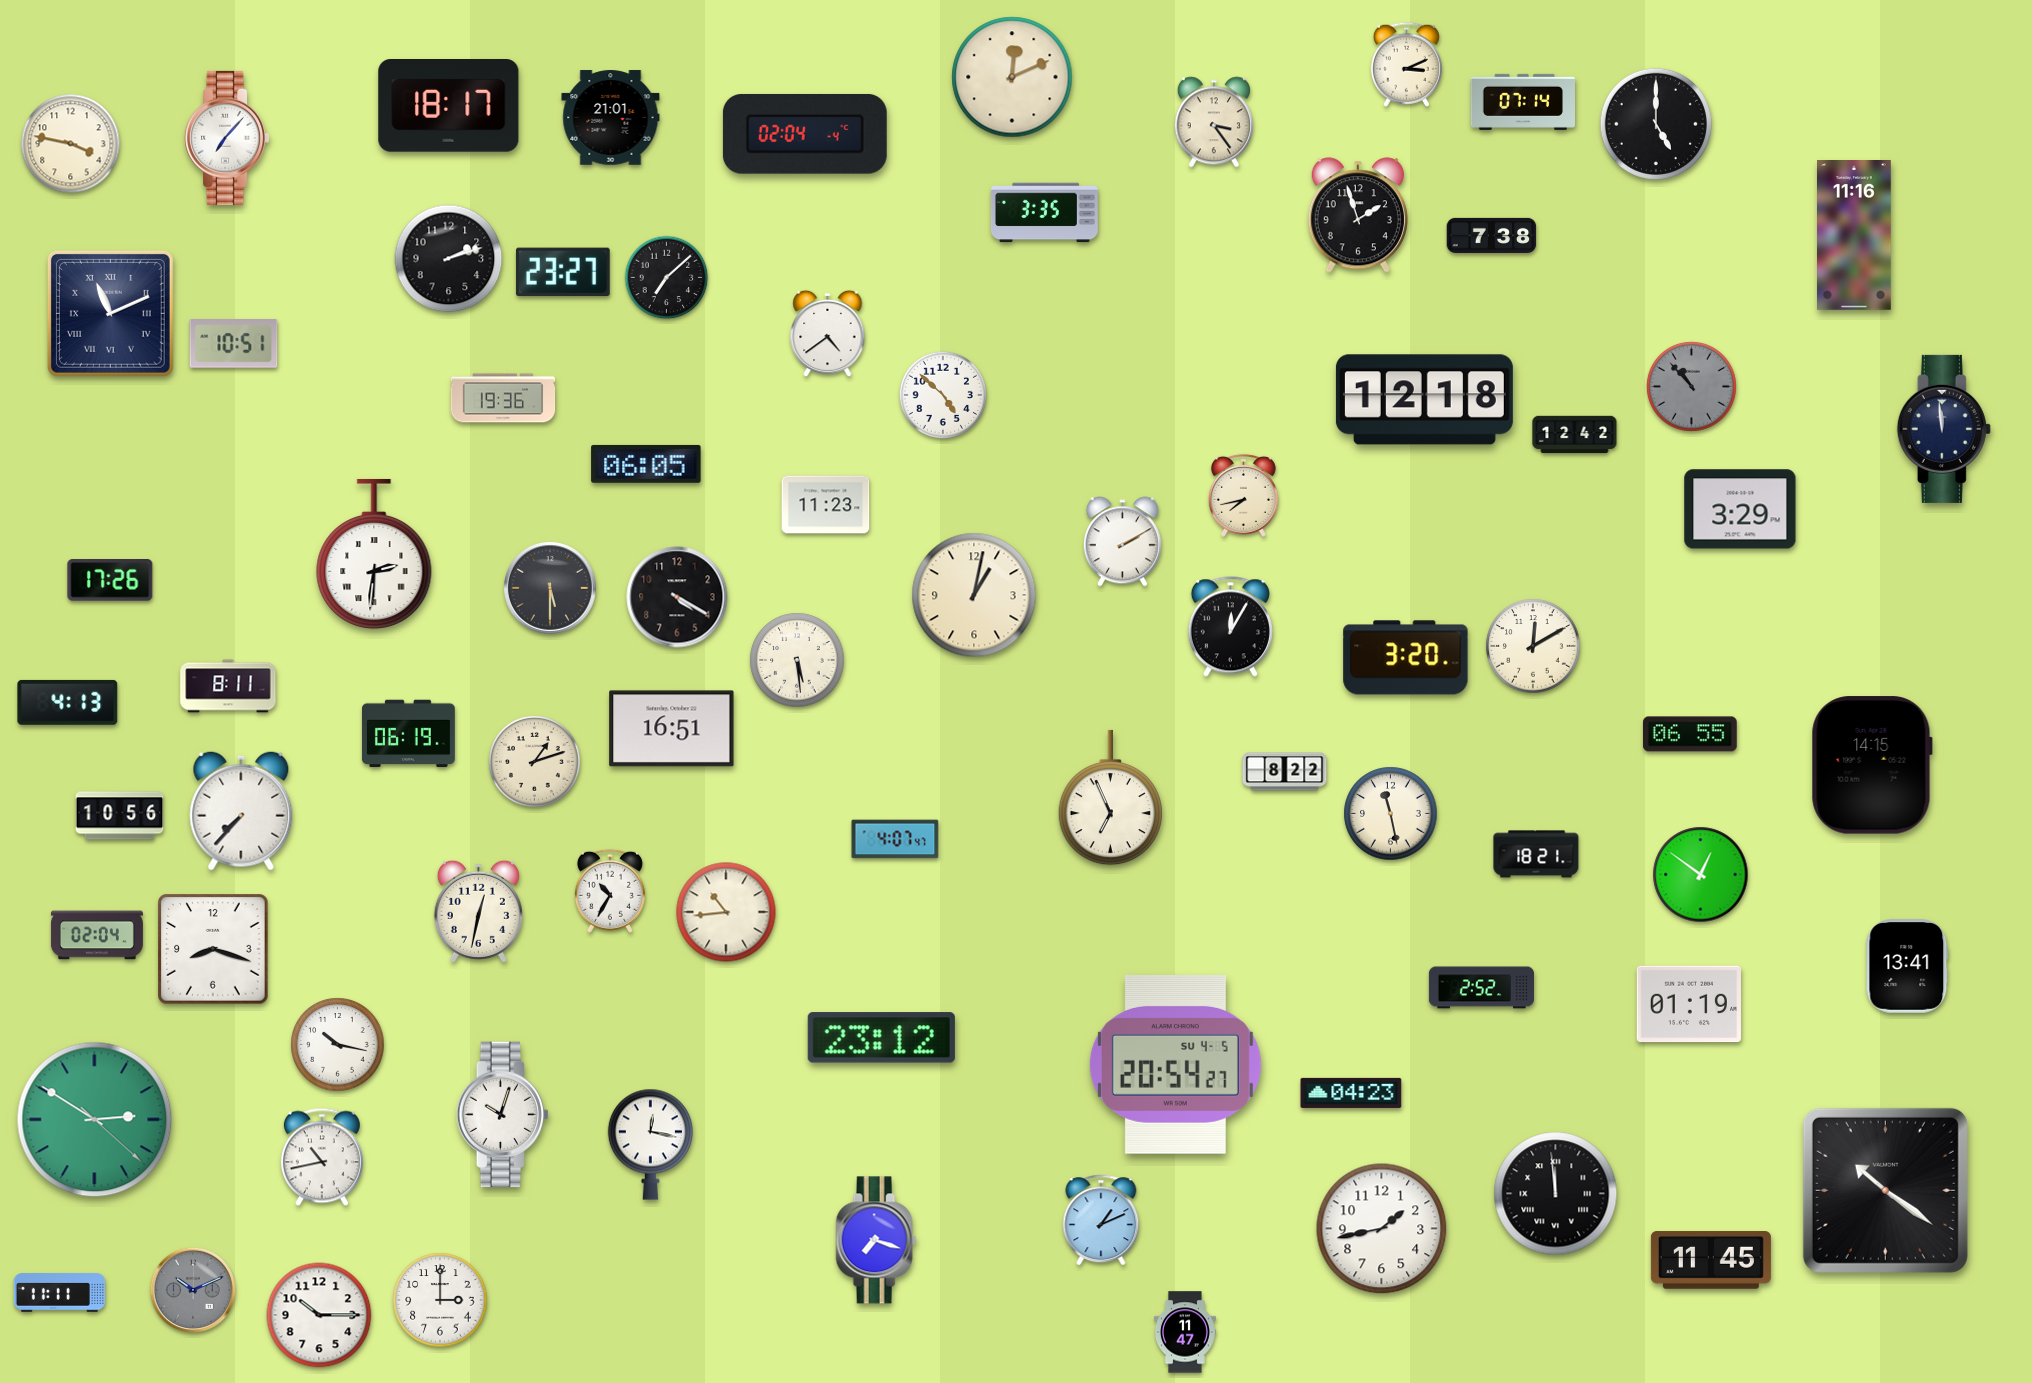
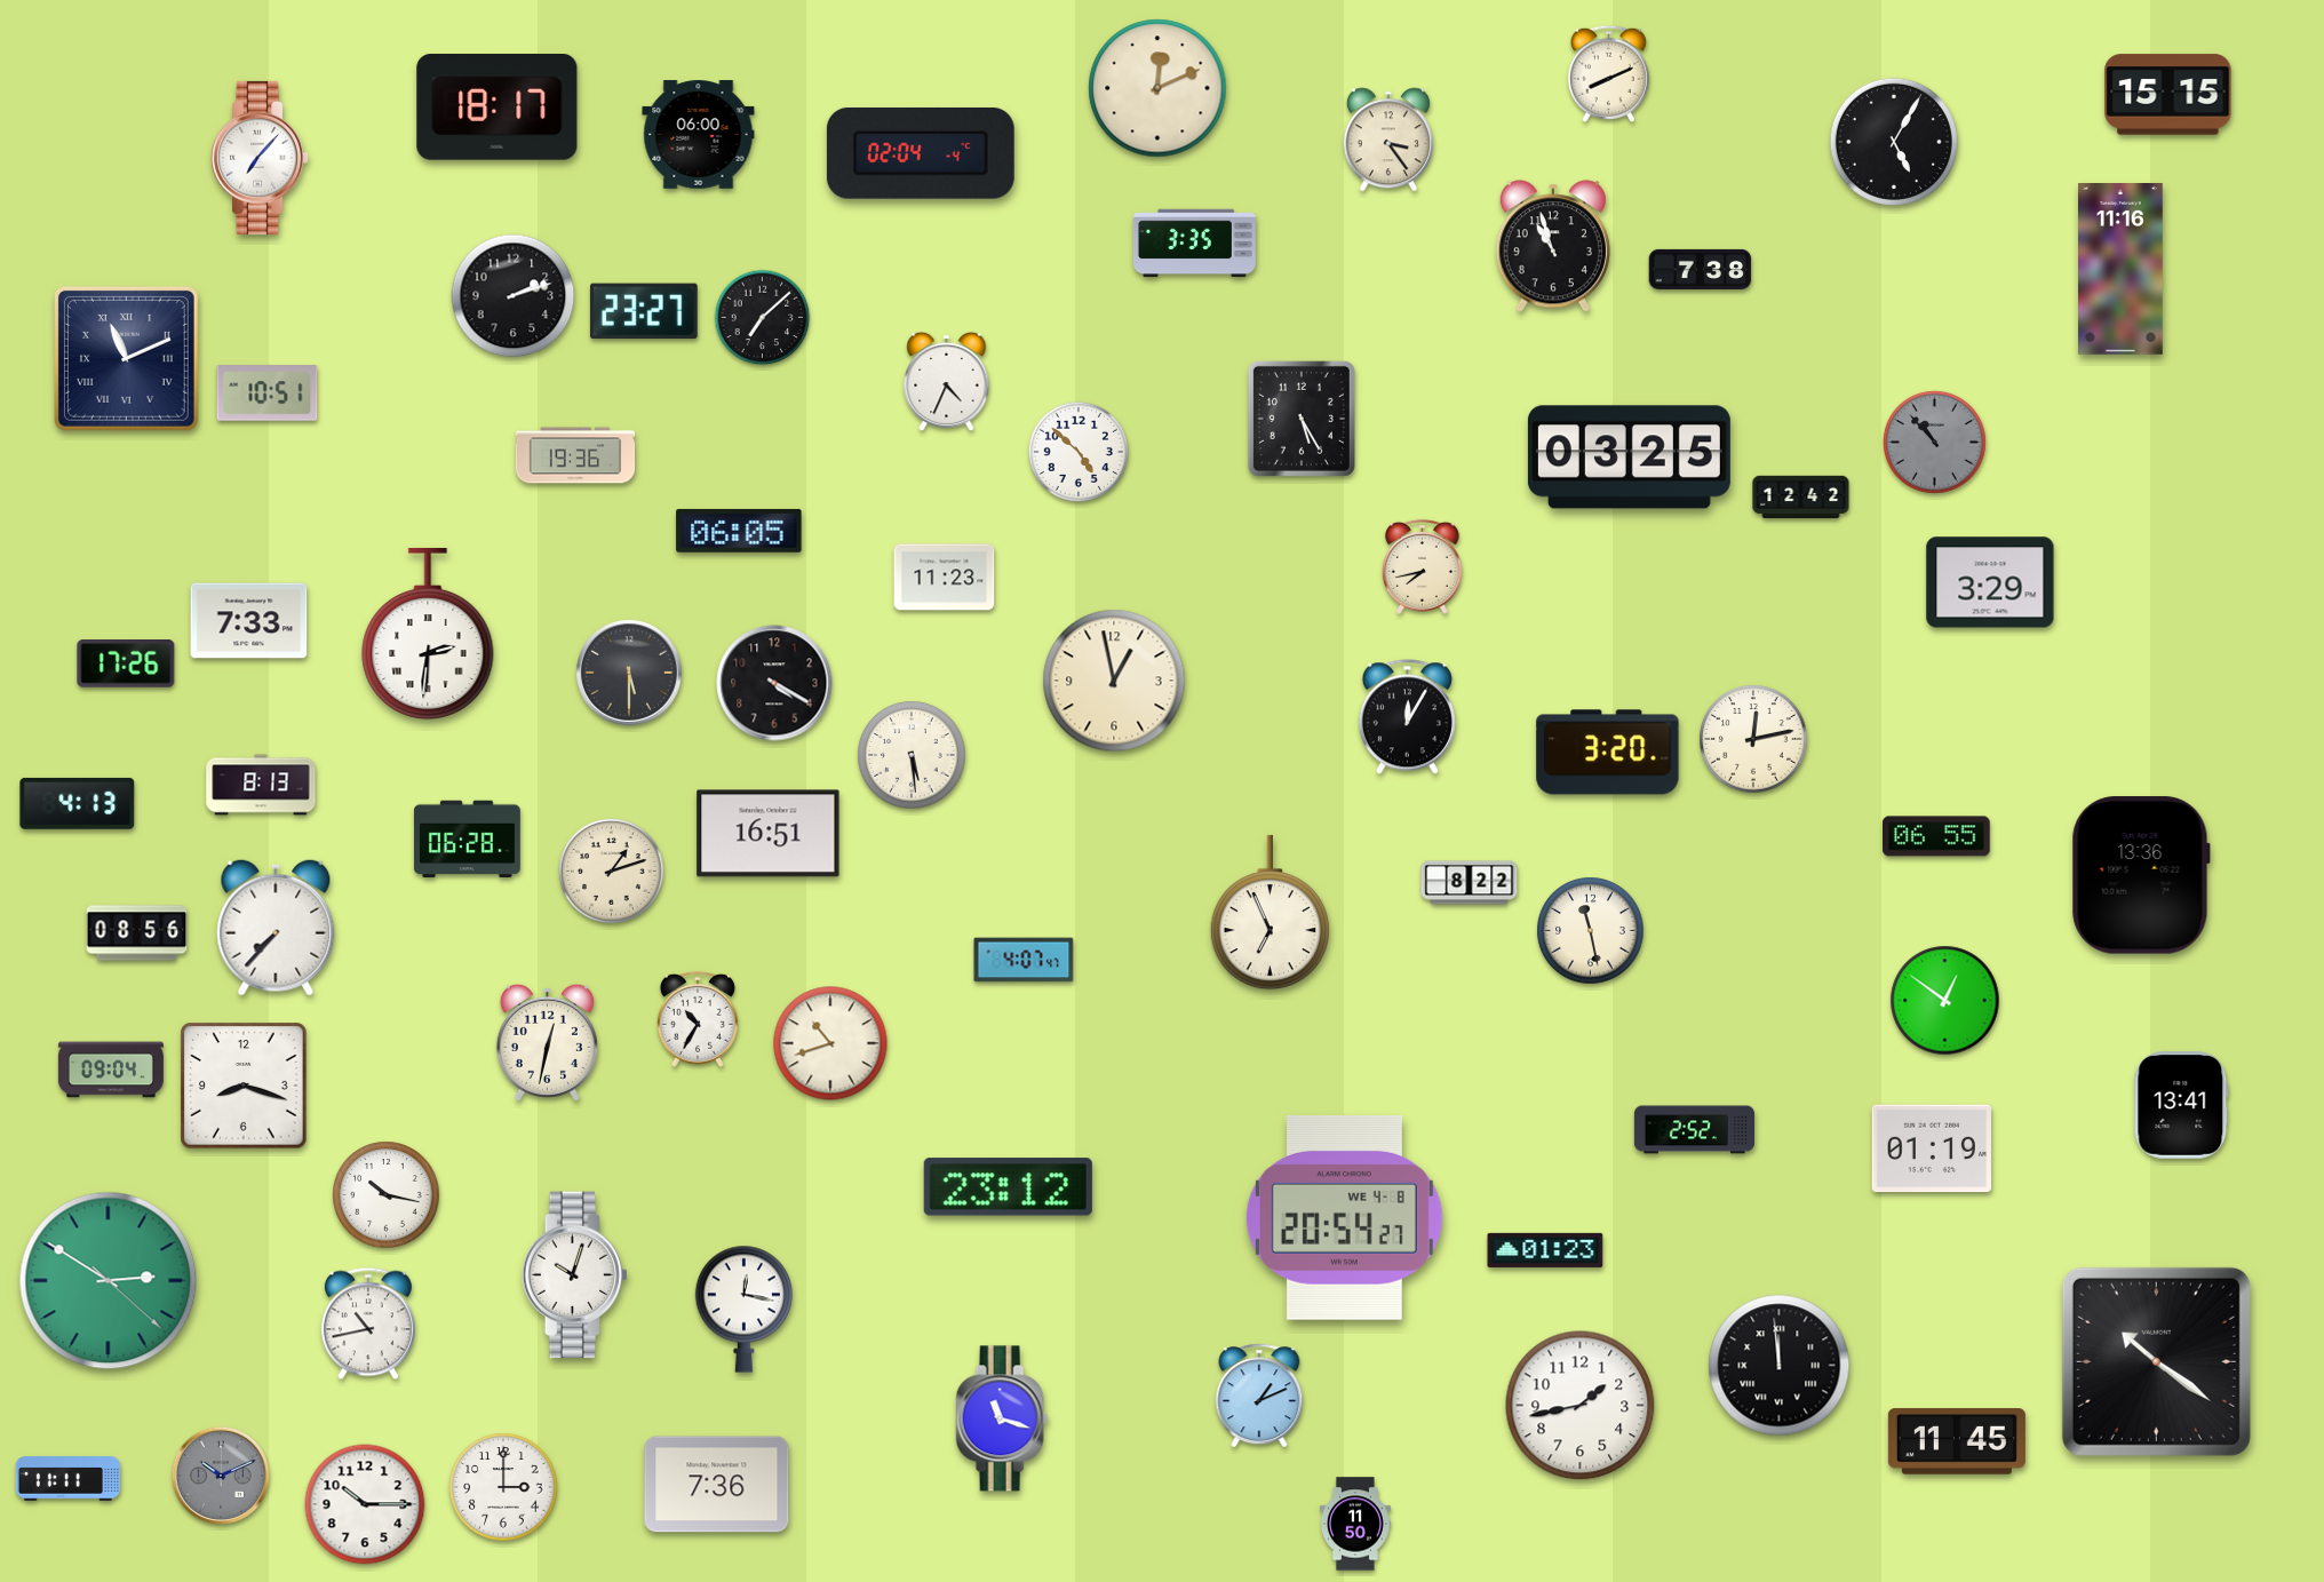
clock at (1406, 64): 3:11 -> 8:11
clock at (2168, 95): none -> 15:15
clock at (1522, 102): 07:14 -> none
clock at (449, 106) position: (449, 106) -> (498, 108)
clock at (611, 118): 21:01 -> 06:00
clock at (1656, 124): 5:00 -> 5:05
clock at (71, 144): 3:47 -> none
clock at (1358, 215): 1:57 -> 10:57
clock at (1492, 235) position: (1492, 235) -> (1701, 269)
clock at (828, 334): 4:39 -> 4:34
clock at (1302, 419): none -> 5:25
clock at (1424, 400): 12:18 -> 03:25
clock at (1944, 429): 11:59 -> none
clock at (1122, 542): 2:10 -> none
clock at (249, 621): none -> 7:33
clock at (974, 595): 1:02 -> 12:58
clock at (1533, 646): 12:10 -> 12:13
clock at (228, 686): 8:11 -> 8:13
clock at (408, 734): 06:19 -> 06:28
clock at (1690, 734) position: (1690, 734) -> (1936, 836)
clock at (1872, 765): 14:15 -> 13:36
clock at (120, 816): 10:56 -> 08:56
clock at (1536, 854): 18:21 -> none
clock at (726, 912): 10:44 -> 10:42
clock at (97, 935): 02:04 -> 09:04
clock at (1175, 1064) date: SU 4-5 -> WE 4-8
clock at (1351, 1093): 04:23 -> 01:23
clock at (876, 1240): 7:18 -> 11:18
clock at (717, 1485): none -> 7:36
clock at (1185, 1332): 11:47 -> 11:50
